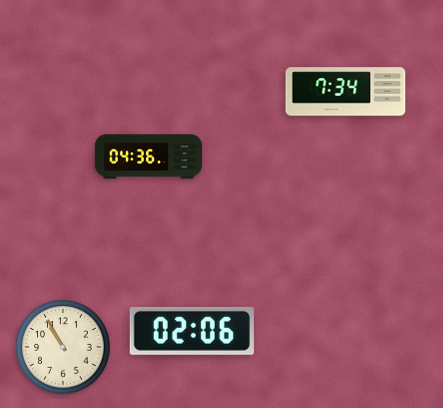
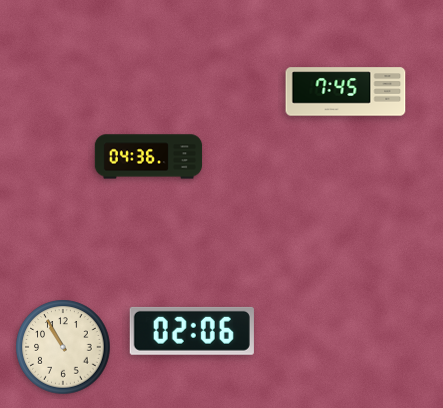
clock at (346, 92): 7:34 -> 7:45
